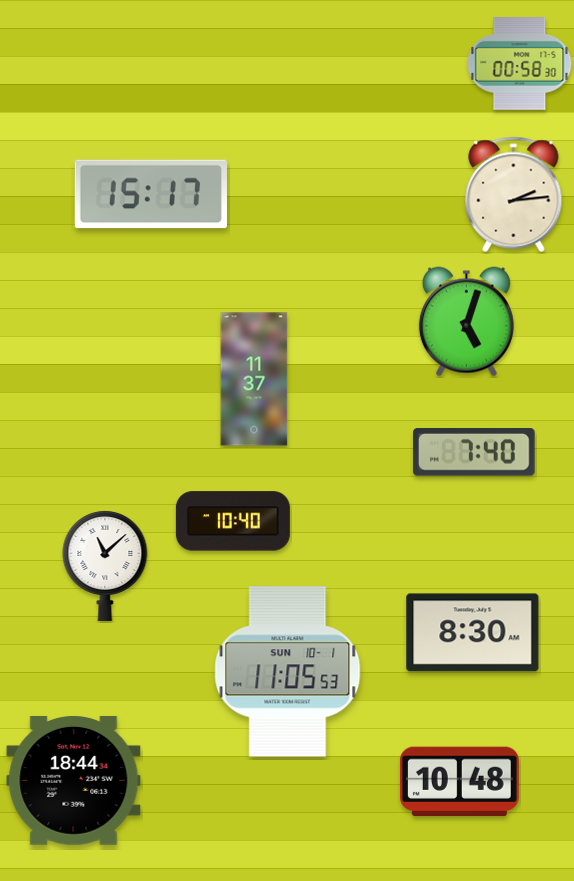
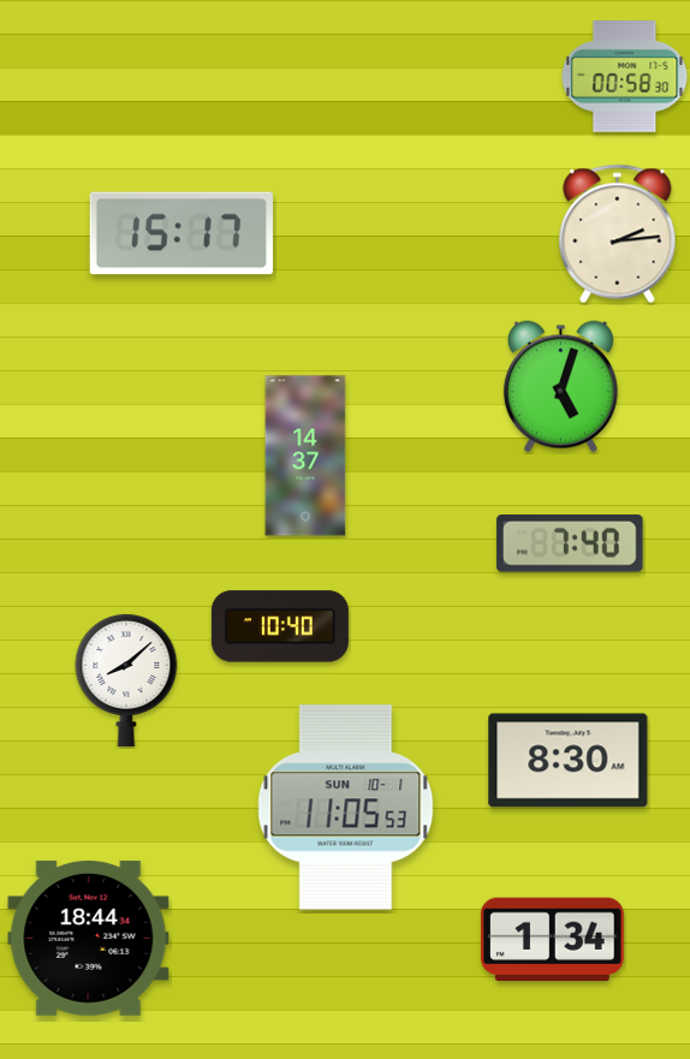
clock at (254, 379): 11:37 -> 14:37
clock at (105, 565): 11:08 -> 8:08
clock at (459, 782): 10:48 -> 1:34
